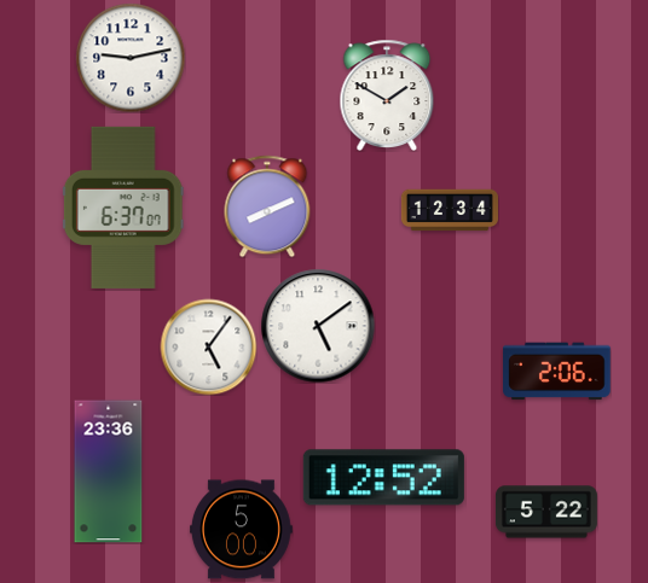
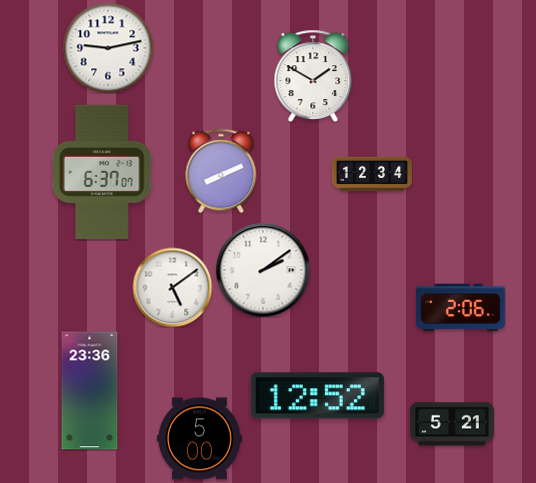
clock at (387, 95) position: (387, 95) -> (313, 76)
clock at (318, 326): 5:09 -> 2:09
clock at (208, 346): 5:06 -> 5:09
clock at (546, 512): 5:22 -> 5:21
